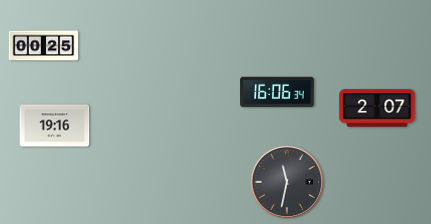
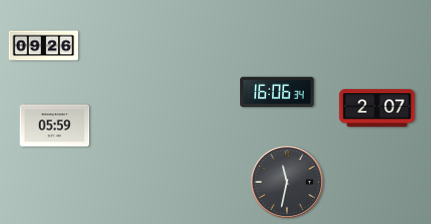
clock at (44, 46): 00:25 -> 09:26
clock at (55, 126): 19:16 -> 05:59
